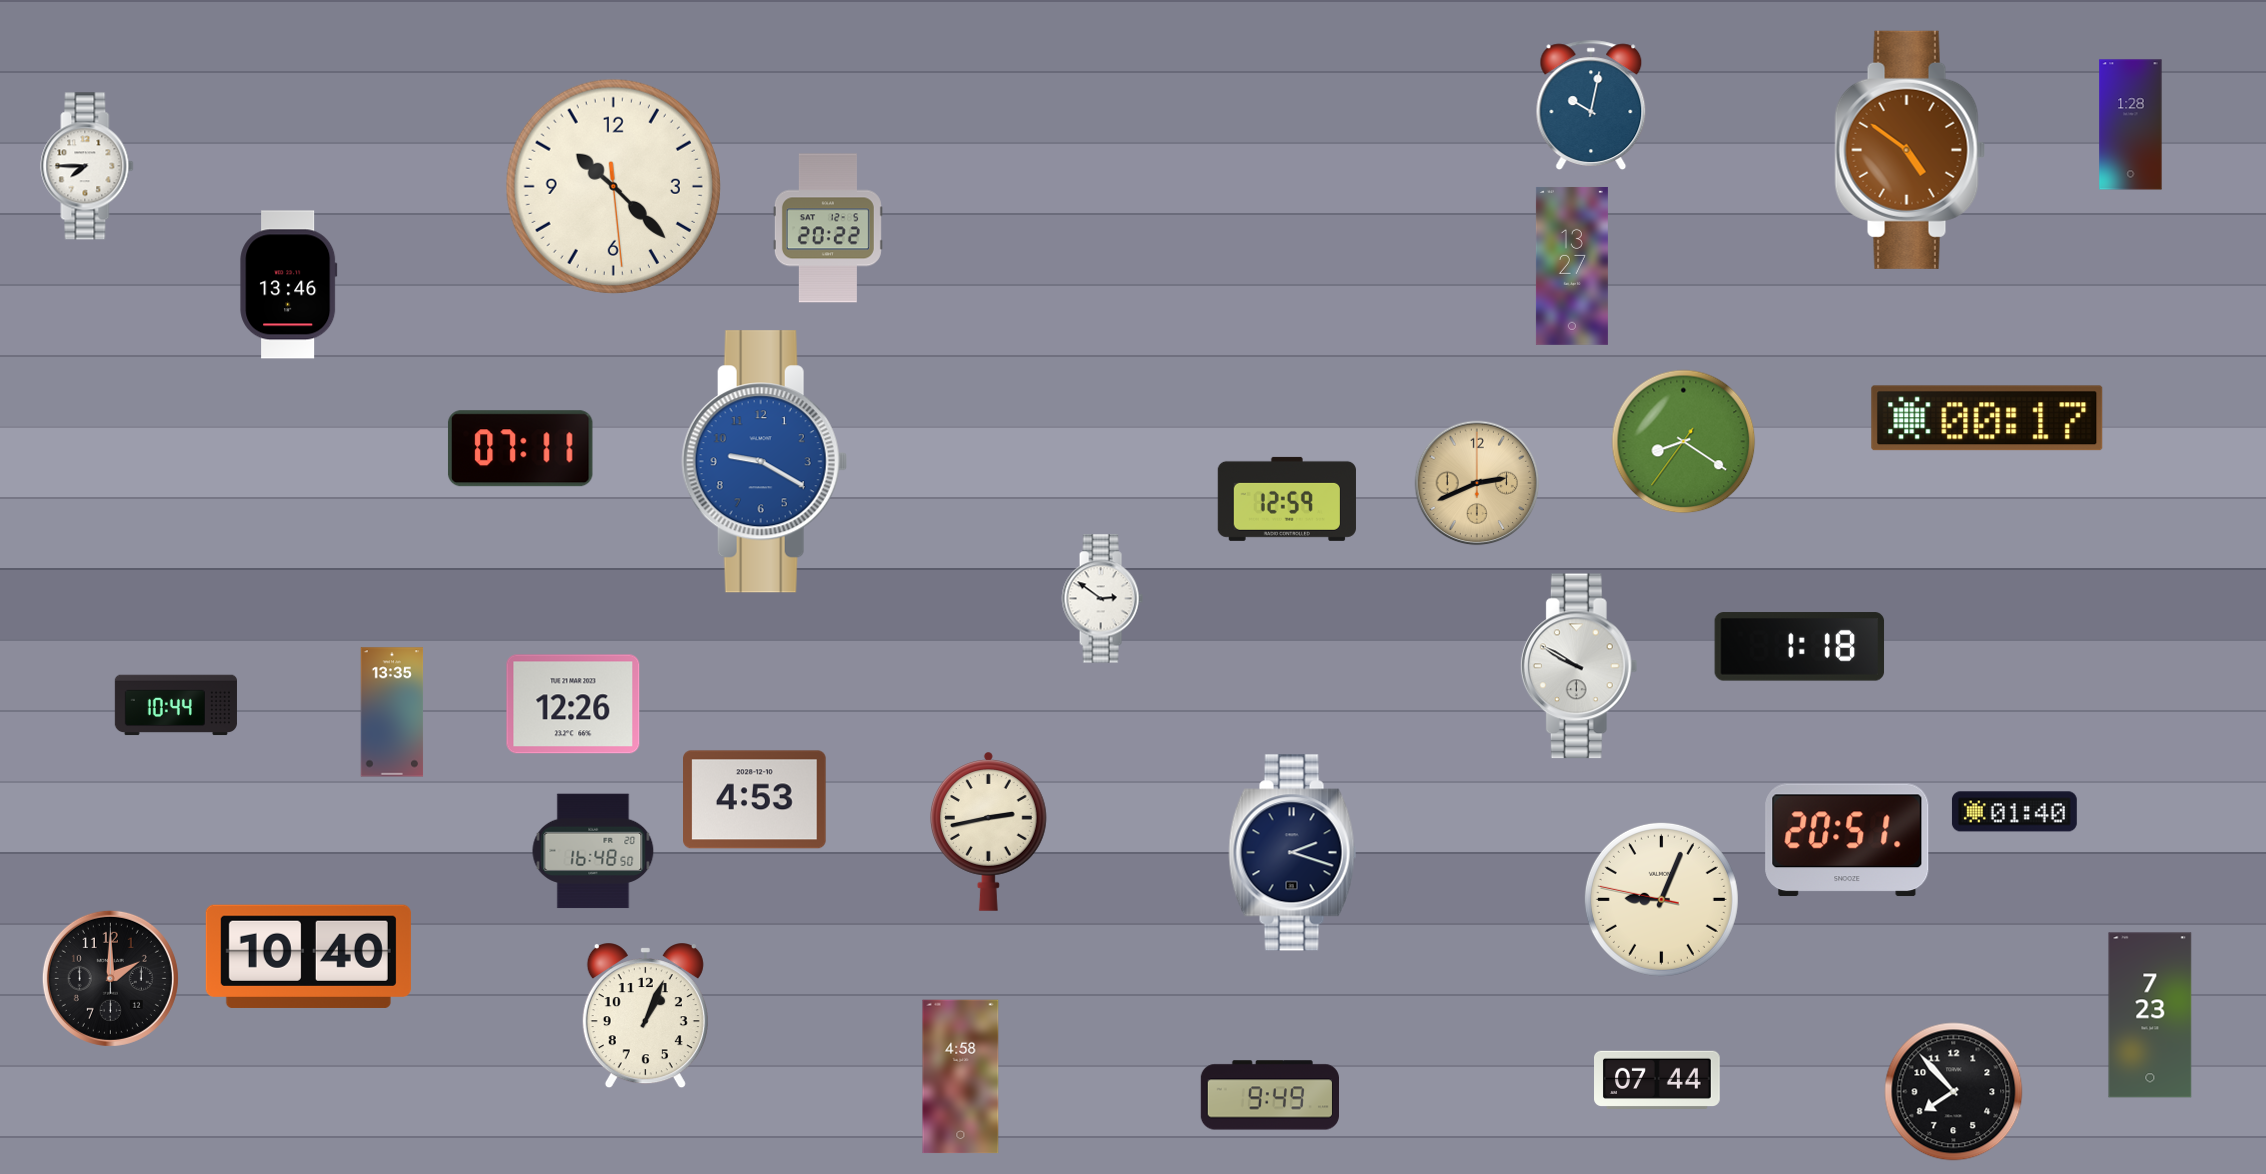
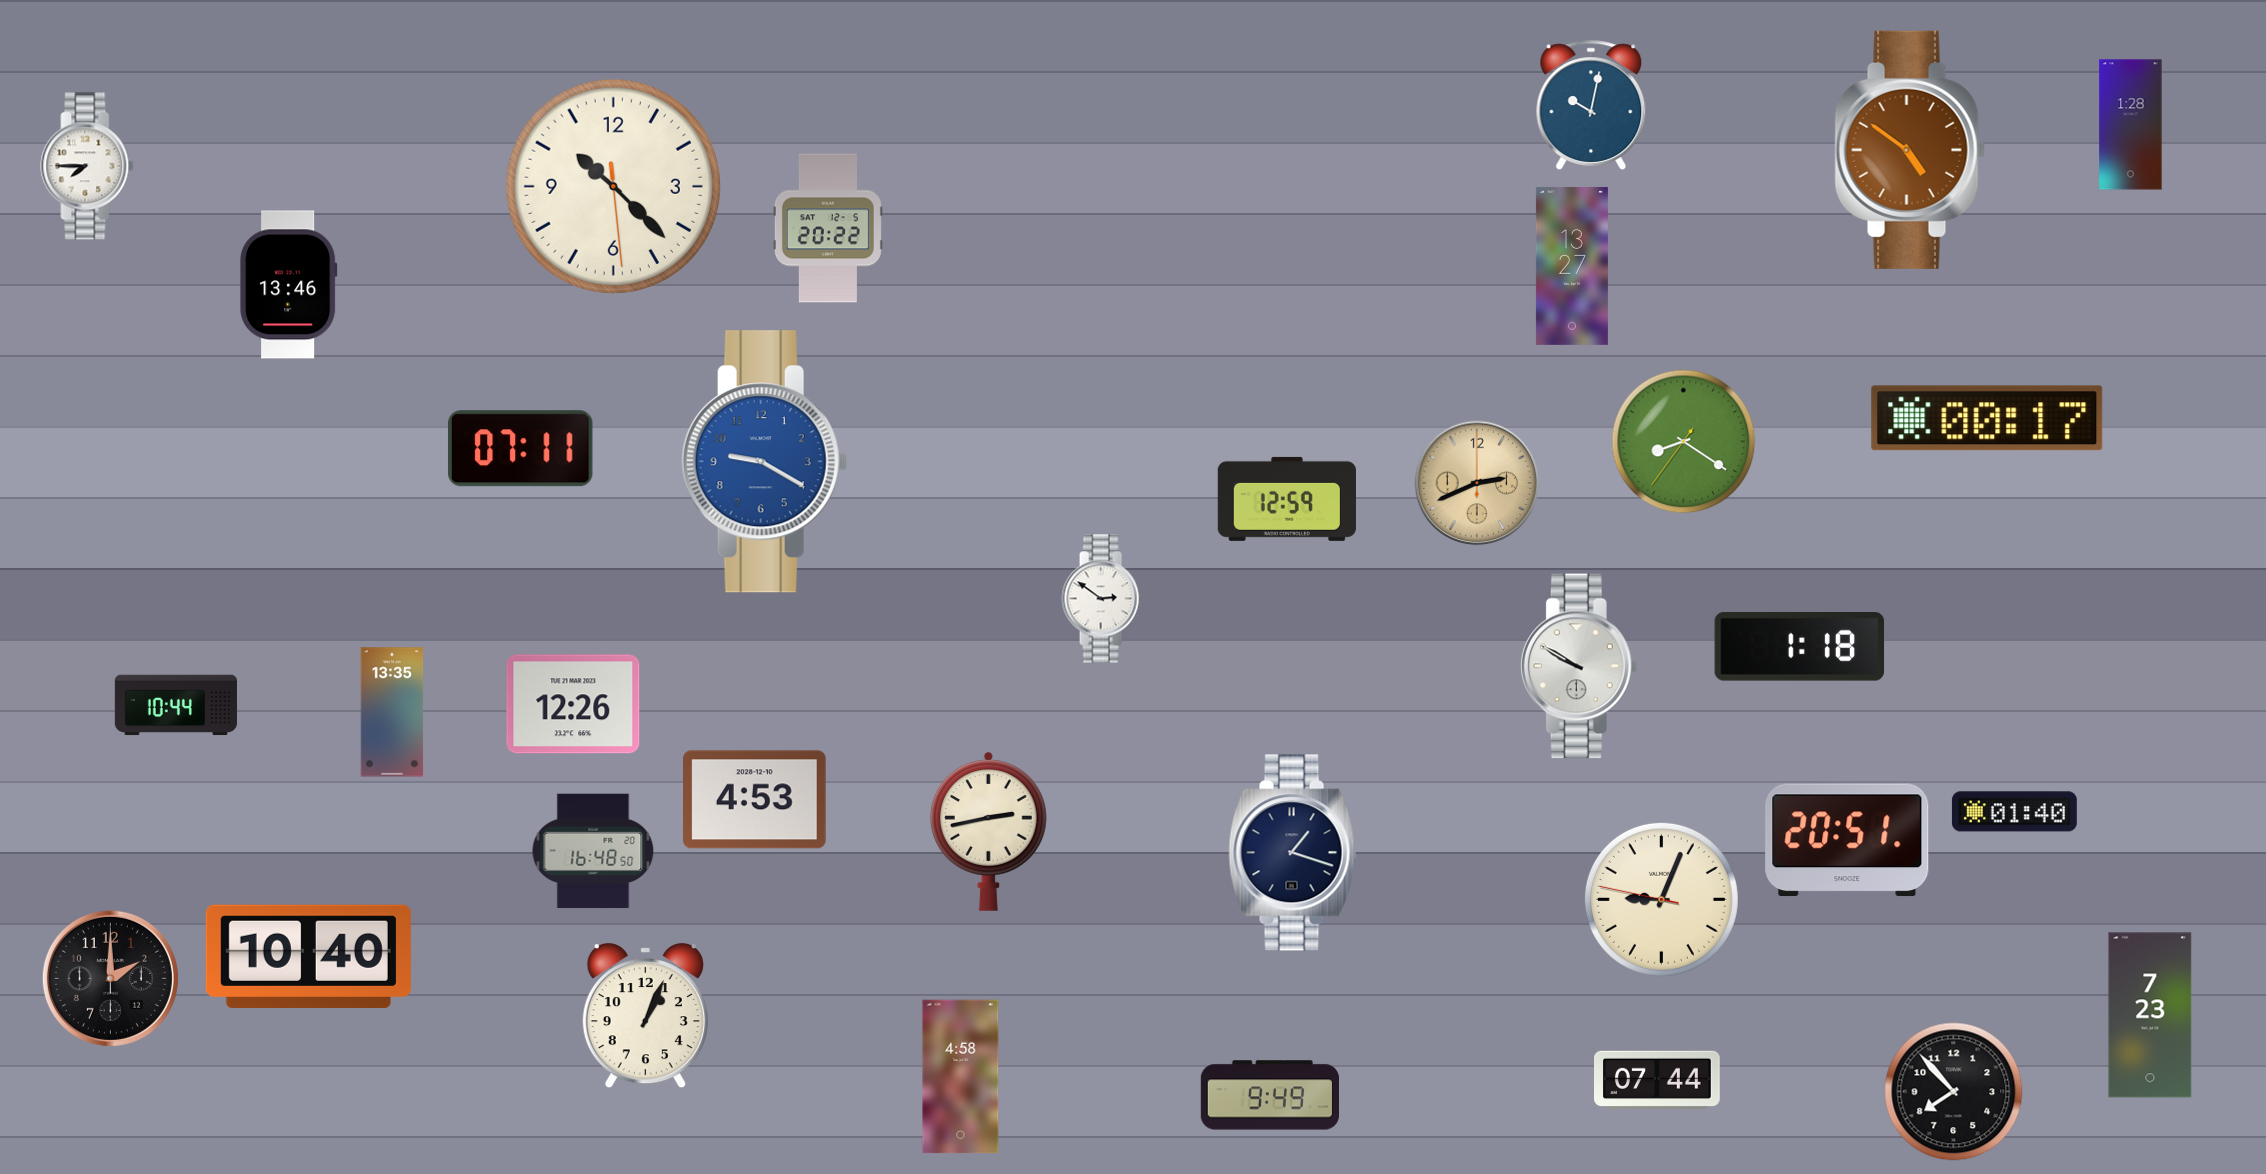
clock at (1293, 853): 2:18 -> 1:18
